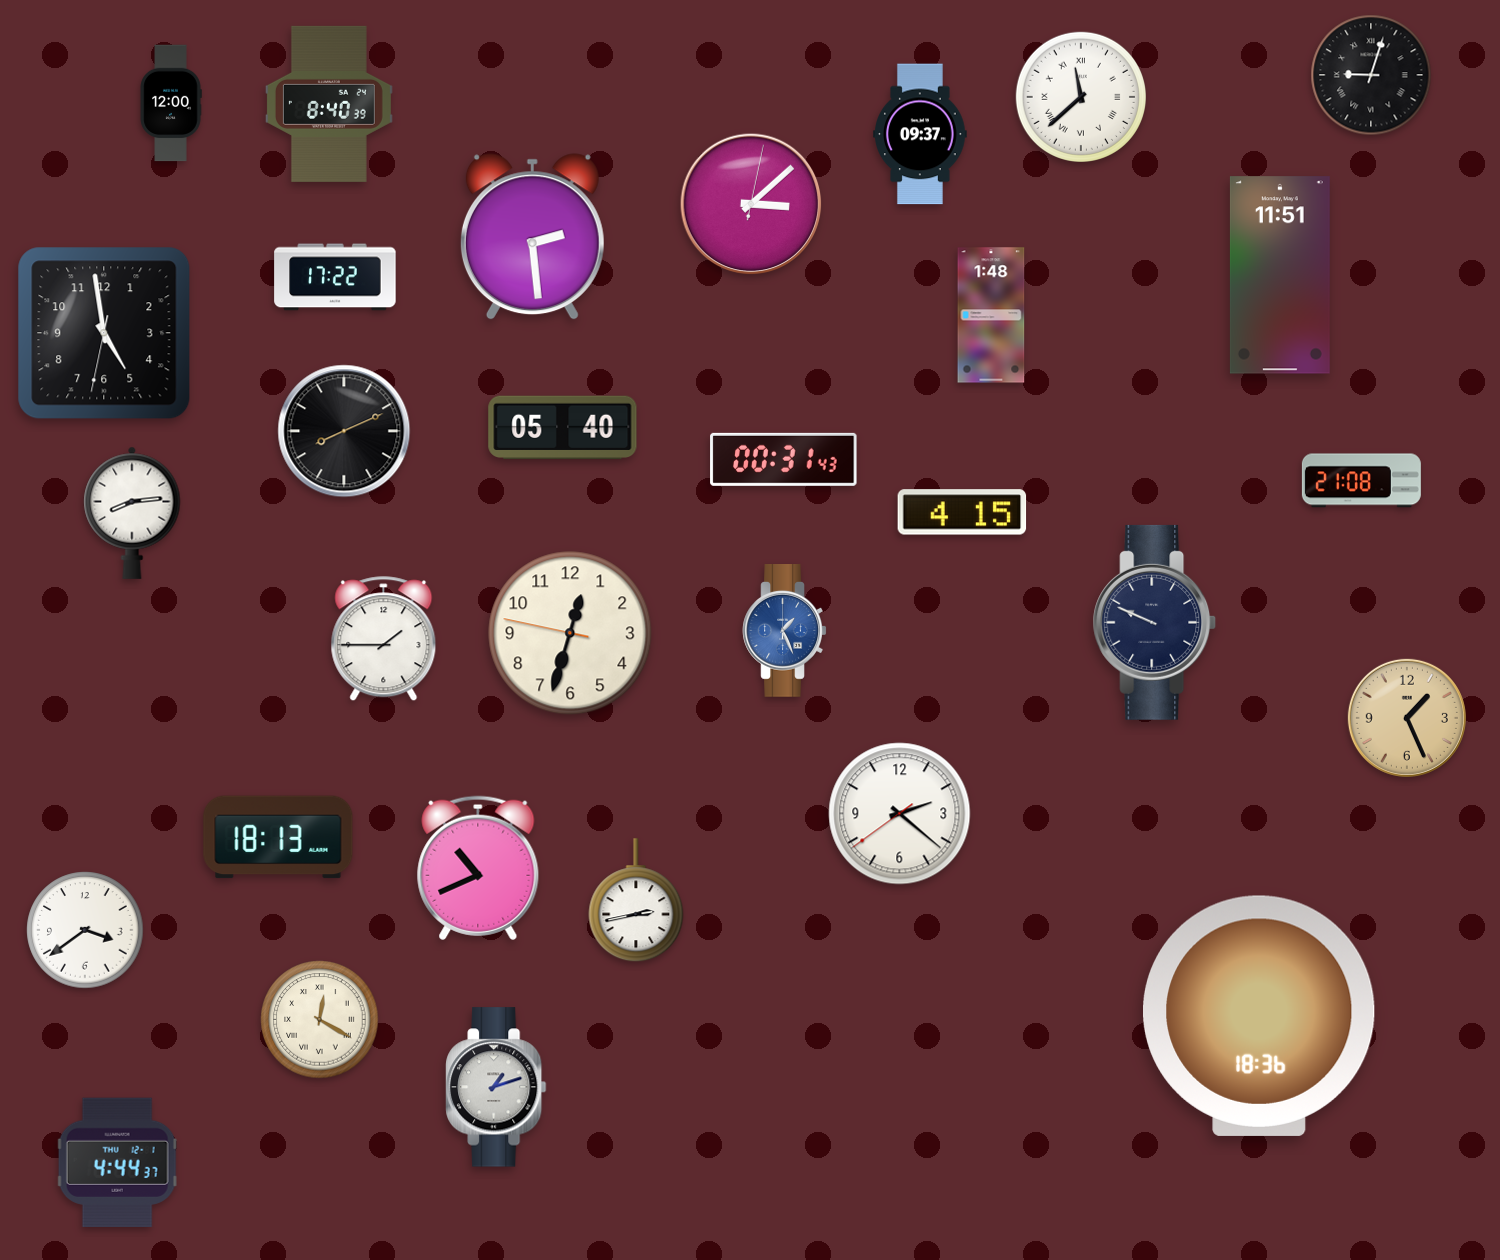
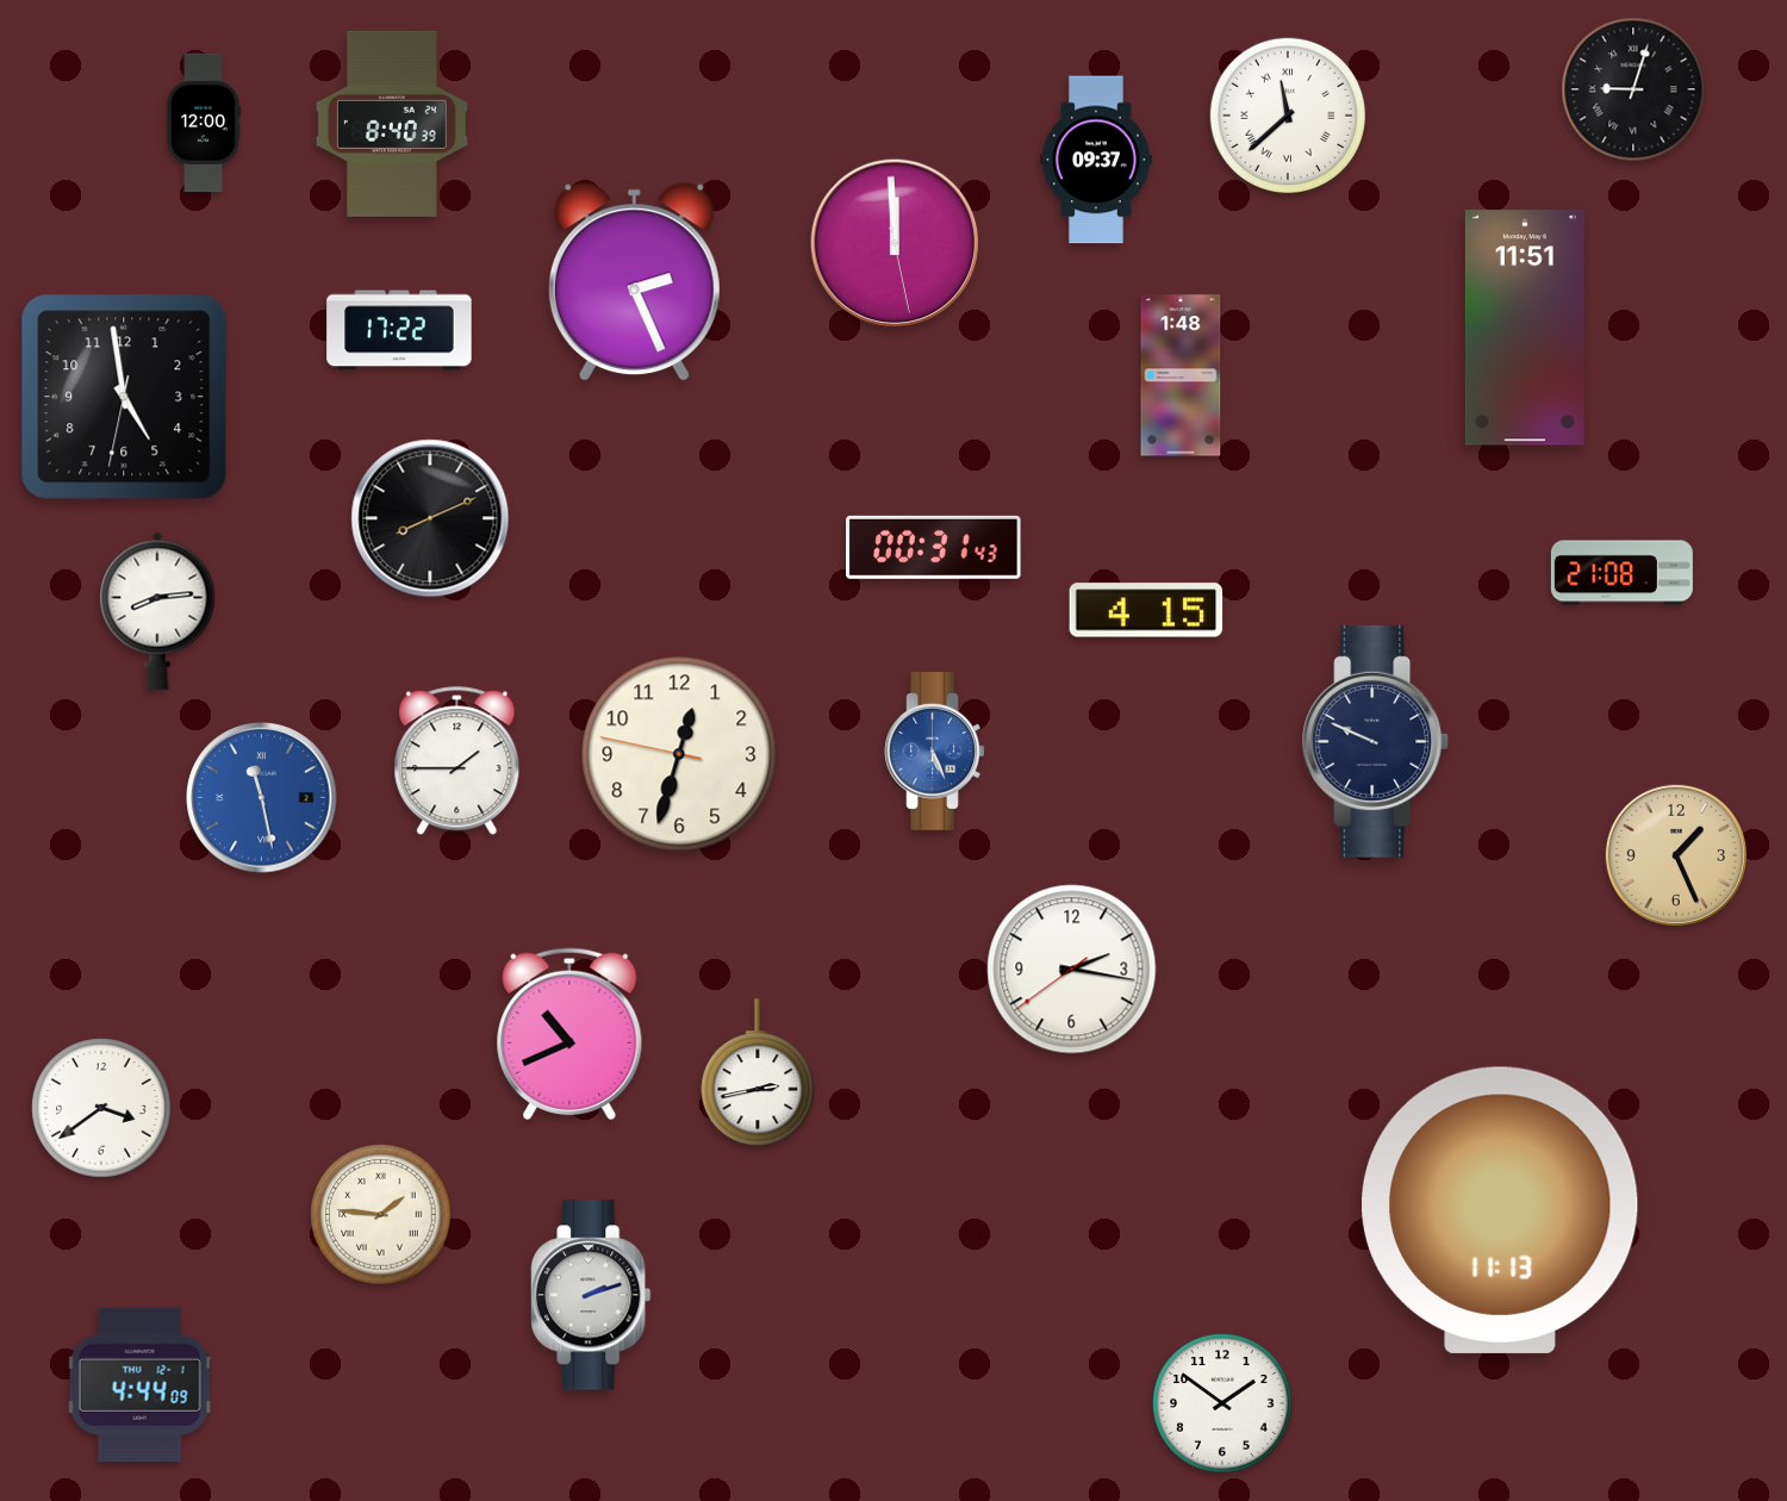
clock at (751, 204): 3:08 -> 11:59
clock at (532, 237): 2:29 -> 2:26
clock at (563, 428): 05:40 -> none
clock at (344, 431) position: (344, 431) -> (430, 518)
clock at (785, 631): 1:26 -> 5:26
clock at (262, 798): none -> 11:28
clock at (900, 814): 2:21 -> 2:16
clock at (278, 837): 18:13 -> none
clock at (1260, 1016): 18:36 -> 11:13
clock at (320, 1020): 12:20 -> 1:46
clock at (496, 1087): 1:12 -> 2:12
clock at (117, 1162): 4:44:37 -> 4:44:09
clock at (1222, 1403): none -> 1:51
